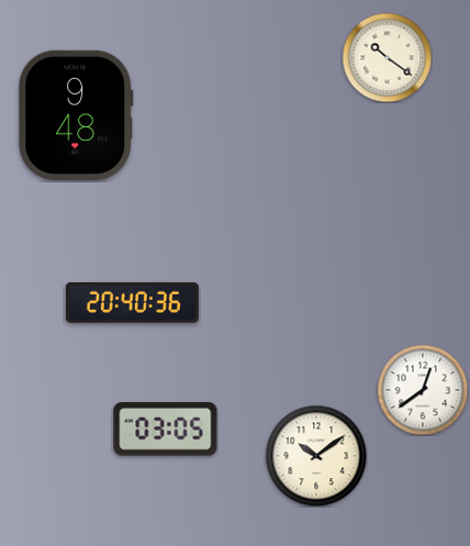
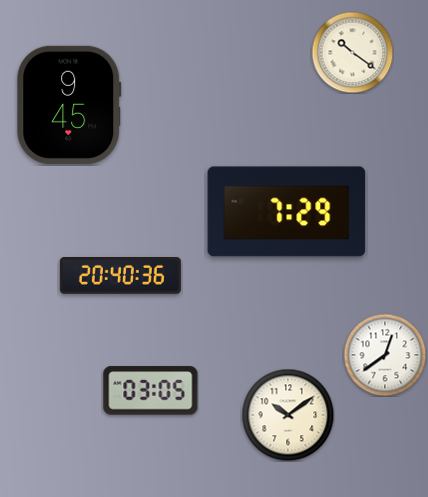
clock at (76, 115): 9:48 -> 9:45
clock at (287, 212): none -> 7:29
